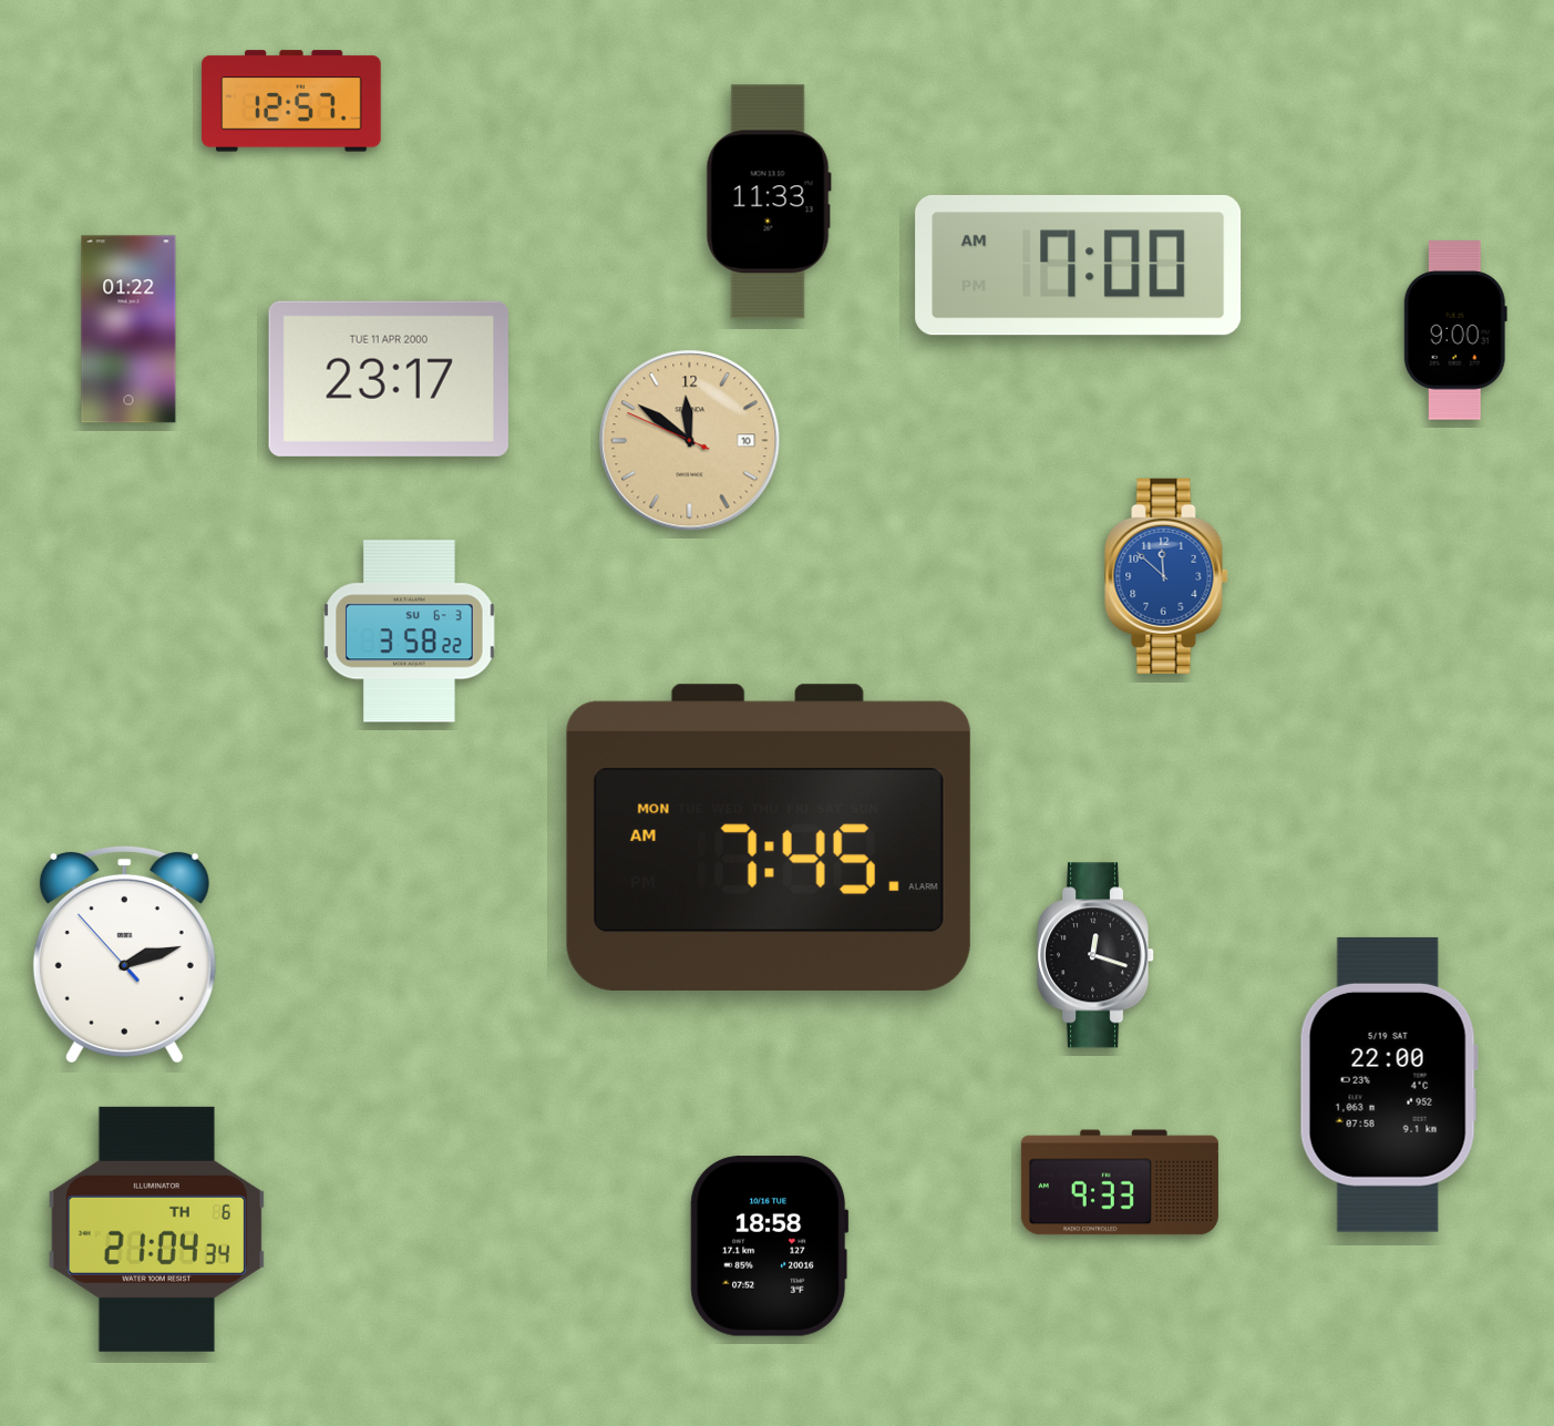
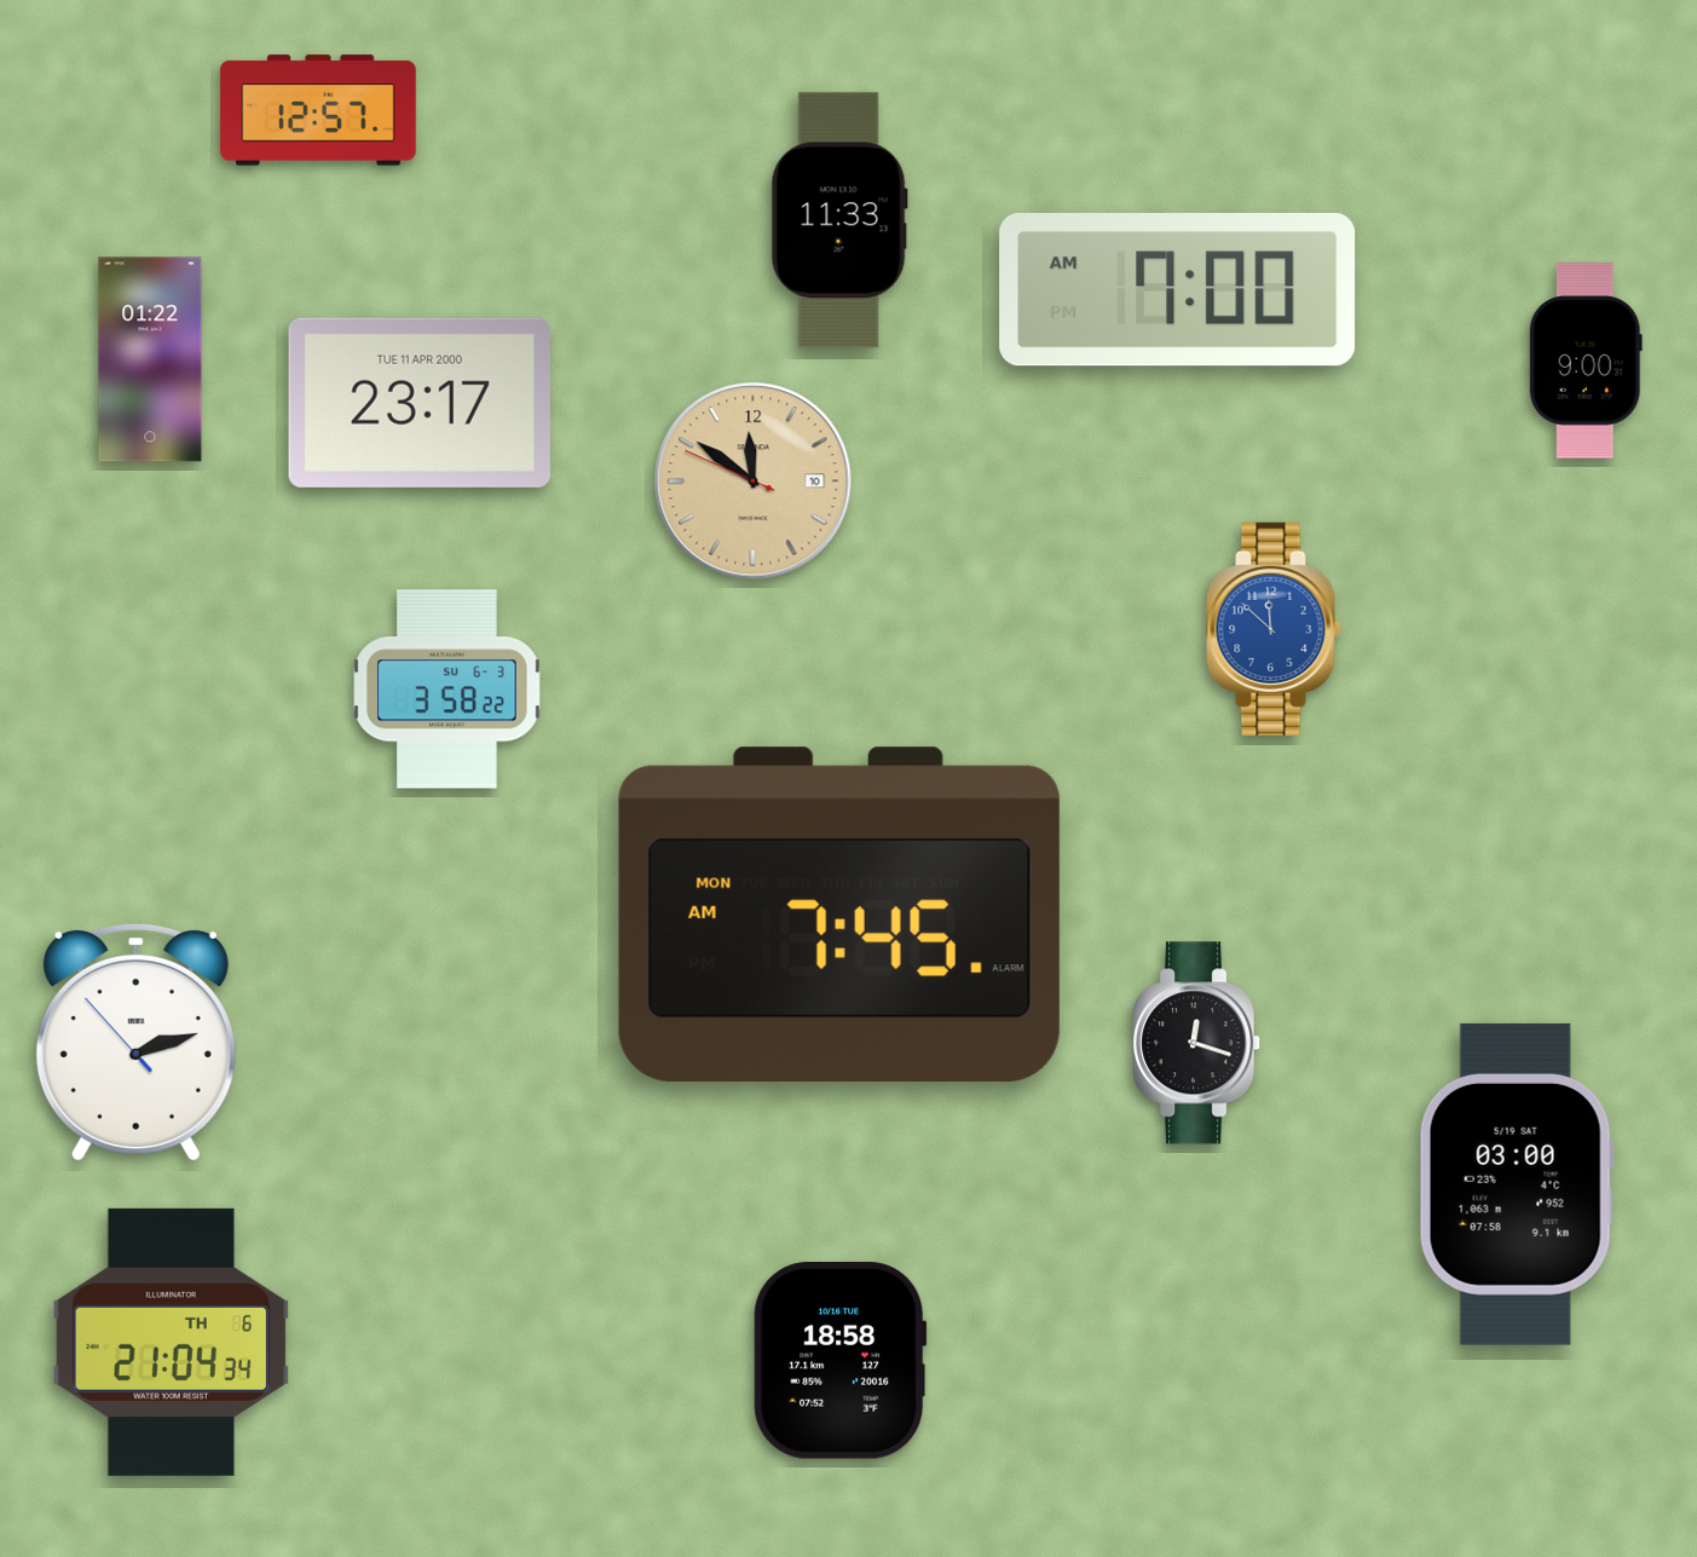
clock at (128, 329) position: (128, 329) -> (150, 359)
clock at (1455, 330) position: (1455, 330) -> (1586, 361)
clock at (389, 379) position: (389, 379) -> (420, 403)
clock at (1389, 1085): 22:00 -> 03:00
clock at (1120, 1182): 9:33 -> none
